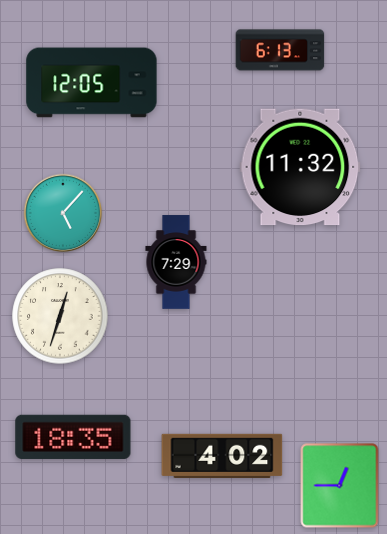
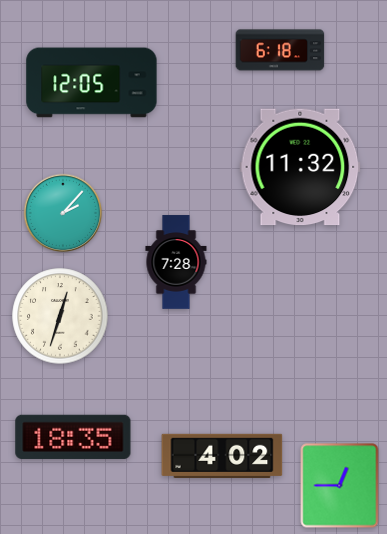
clock at (280, 50): 6:13 -> 6:18
clock at (63, 213): 5:07 -> 2:07
clock at (176, 262): 7:29 -> 7:28
